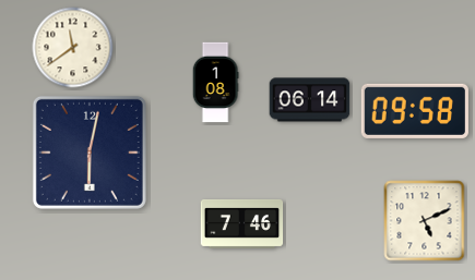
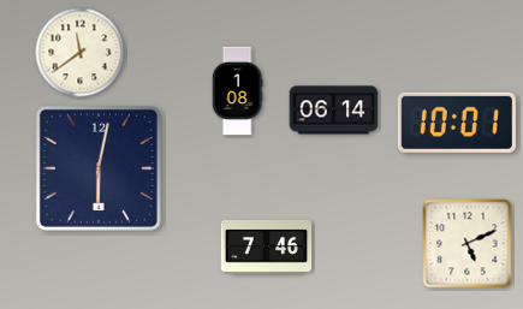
clock at (310, 100) position: (310, 100) -> (334, 111)
clock at (415, 111): 09:58 -> 10:01
